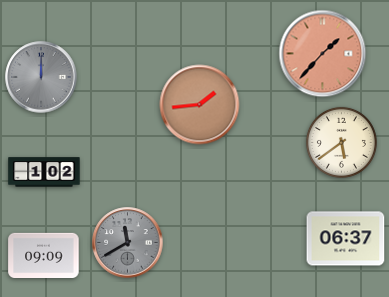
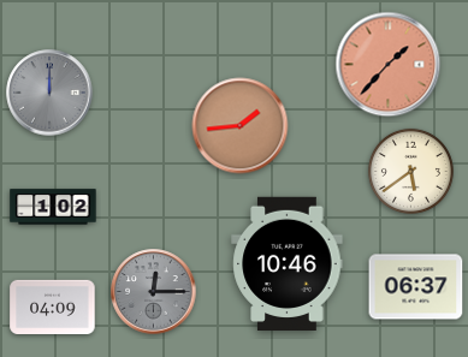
clock at (288, 263): none -> 10:46
clock at (128, 243): 11:40 -> 12:15
clock at (44, 255): 09:09 -> 04:09
